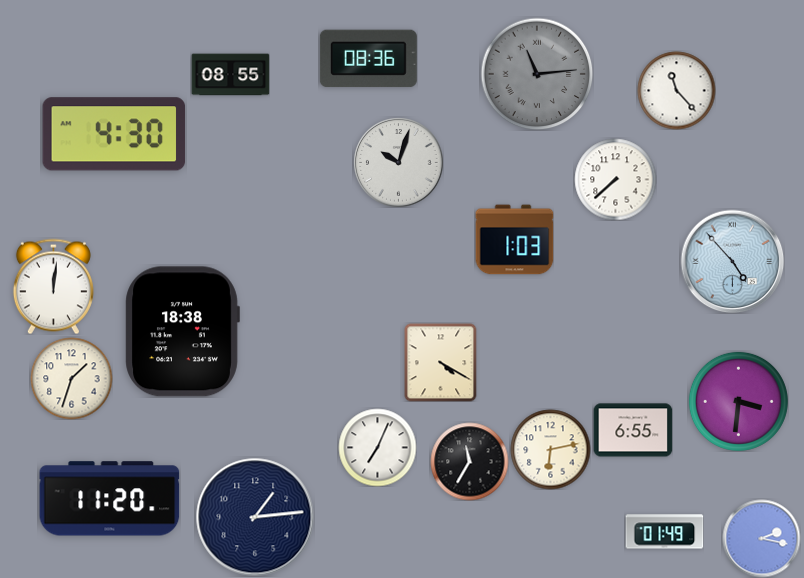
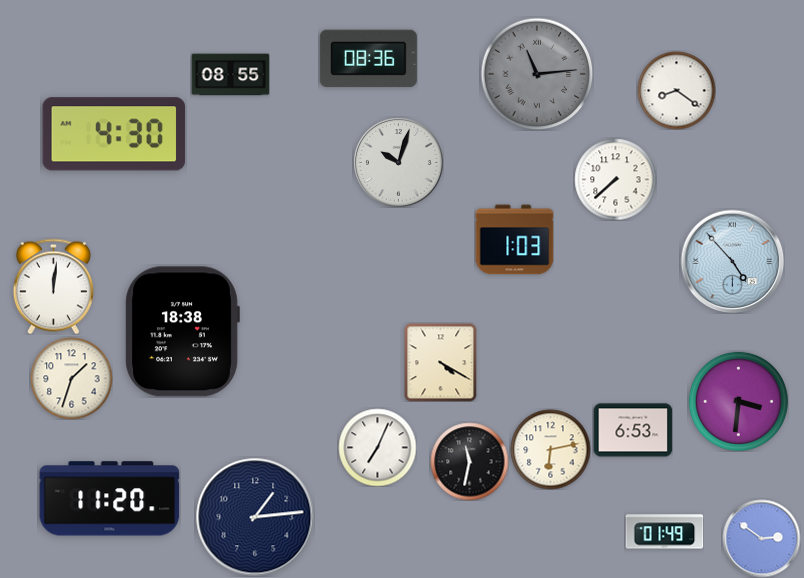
clock at (676, 90): 11:23 -> 8:21
clock at (633, 430): 6:55 -> 6:53
clock at (469, 461): 11:35 -> 11:32
clock at (761, 538): 2:17 -> 2:51
